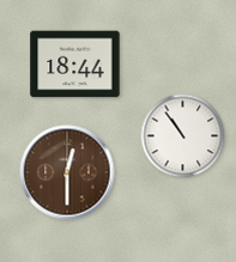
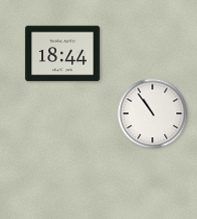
clock at (67, 172): 12:30 -> none
